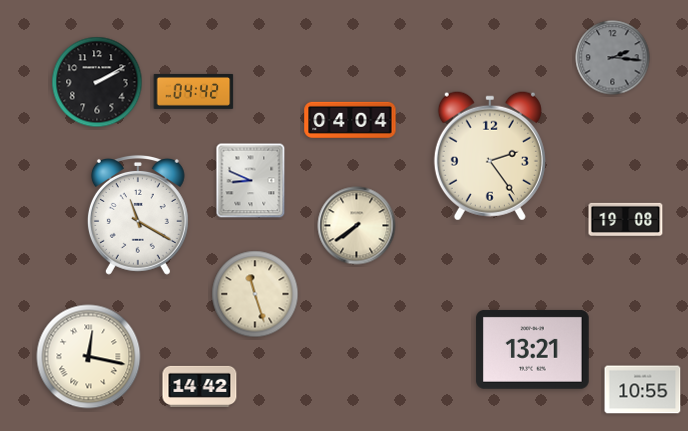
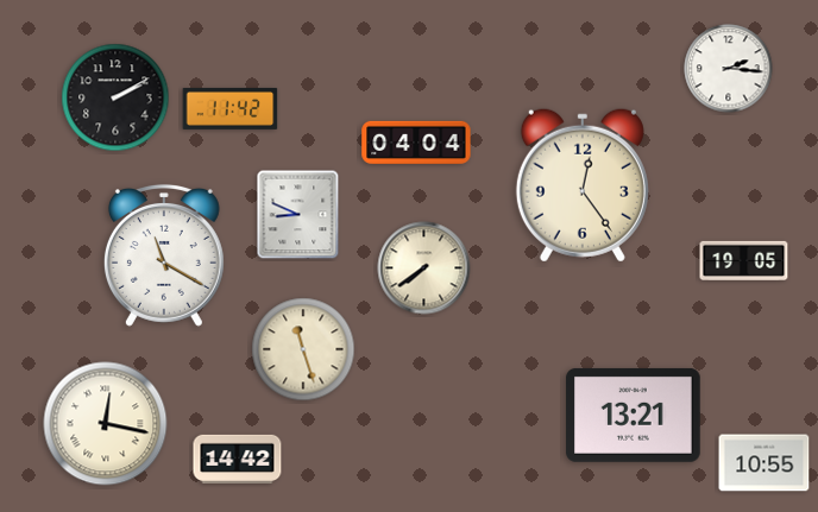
clock at (613, 58) dial: grey -> white
clock at (194, 91): 04:42 -> 11:42
clock at (490, 156): 2:24 -> 12:24
clock at (626, 219): 19:08 -> 19:05
